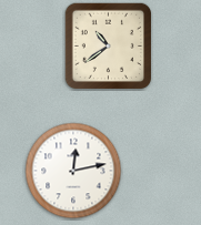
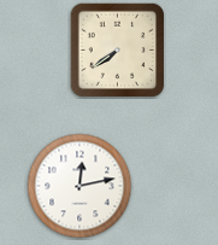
clock at (108, 45): 10:39 -> 7:39
